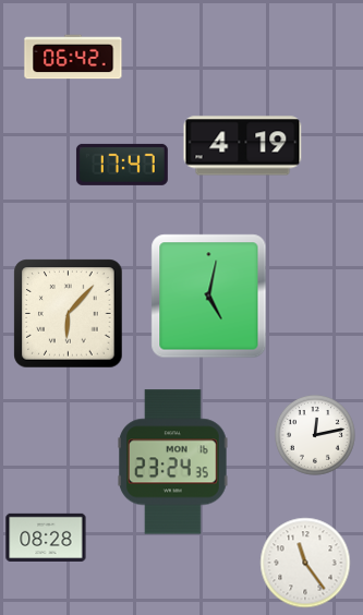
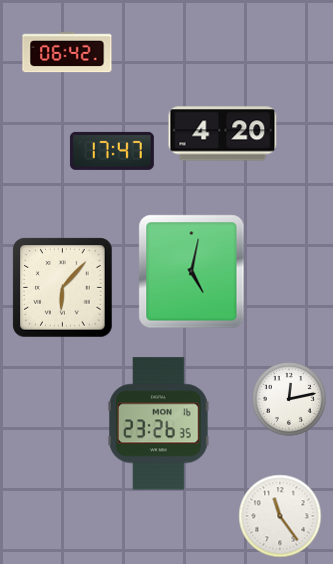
clock at (243, 146): 4:19 -> 4:20
clock at (173, 462): 23:24 -> 23:26
clock at (46, 536): 08:28 -> none
